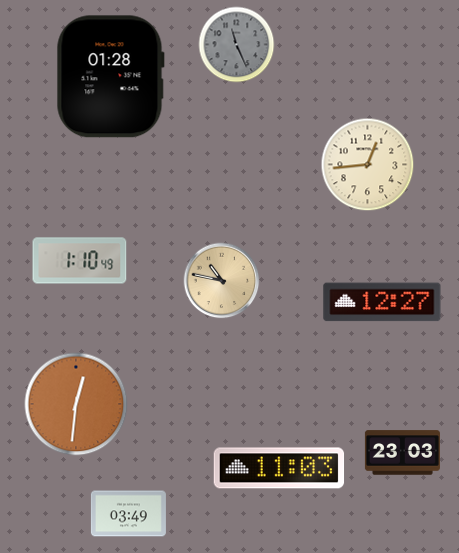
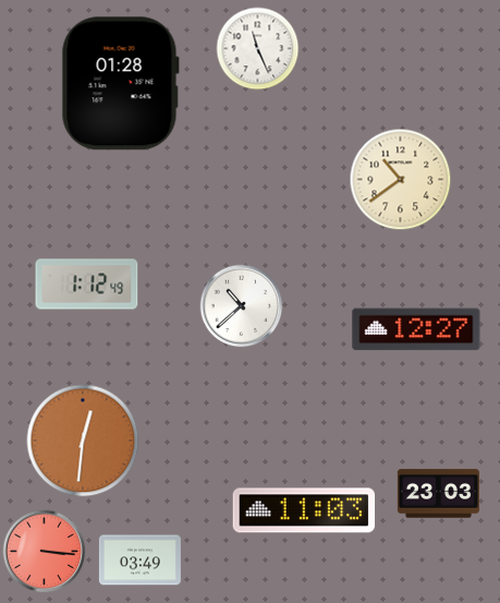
clock at (237, 45) dial: grey -> white
clock at (368, 165): 12:44 -> 10:39
clock at (80, 261): 1:10 -> 1:12
clock at (222, 281): 10:47 -> 10:38
clock at (222, 281) dial: champagne -> white
clock at (45, 552): none -> 3:16
